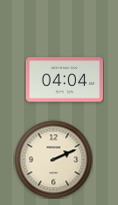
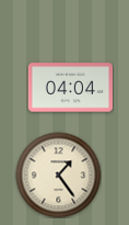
clock at (53, 159): 2:11 -> 1:24
